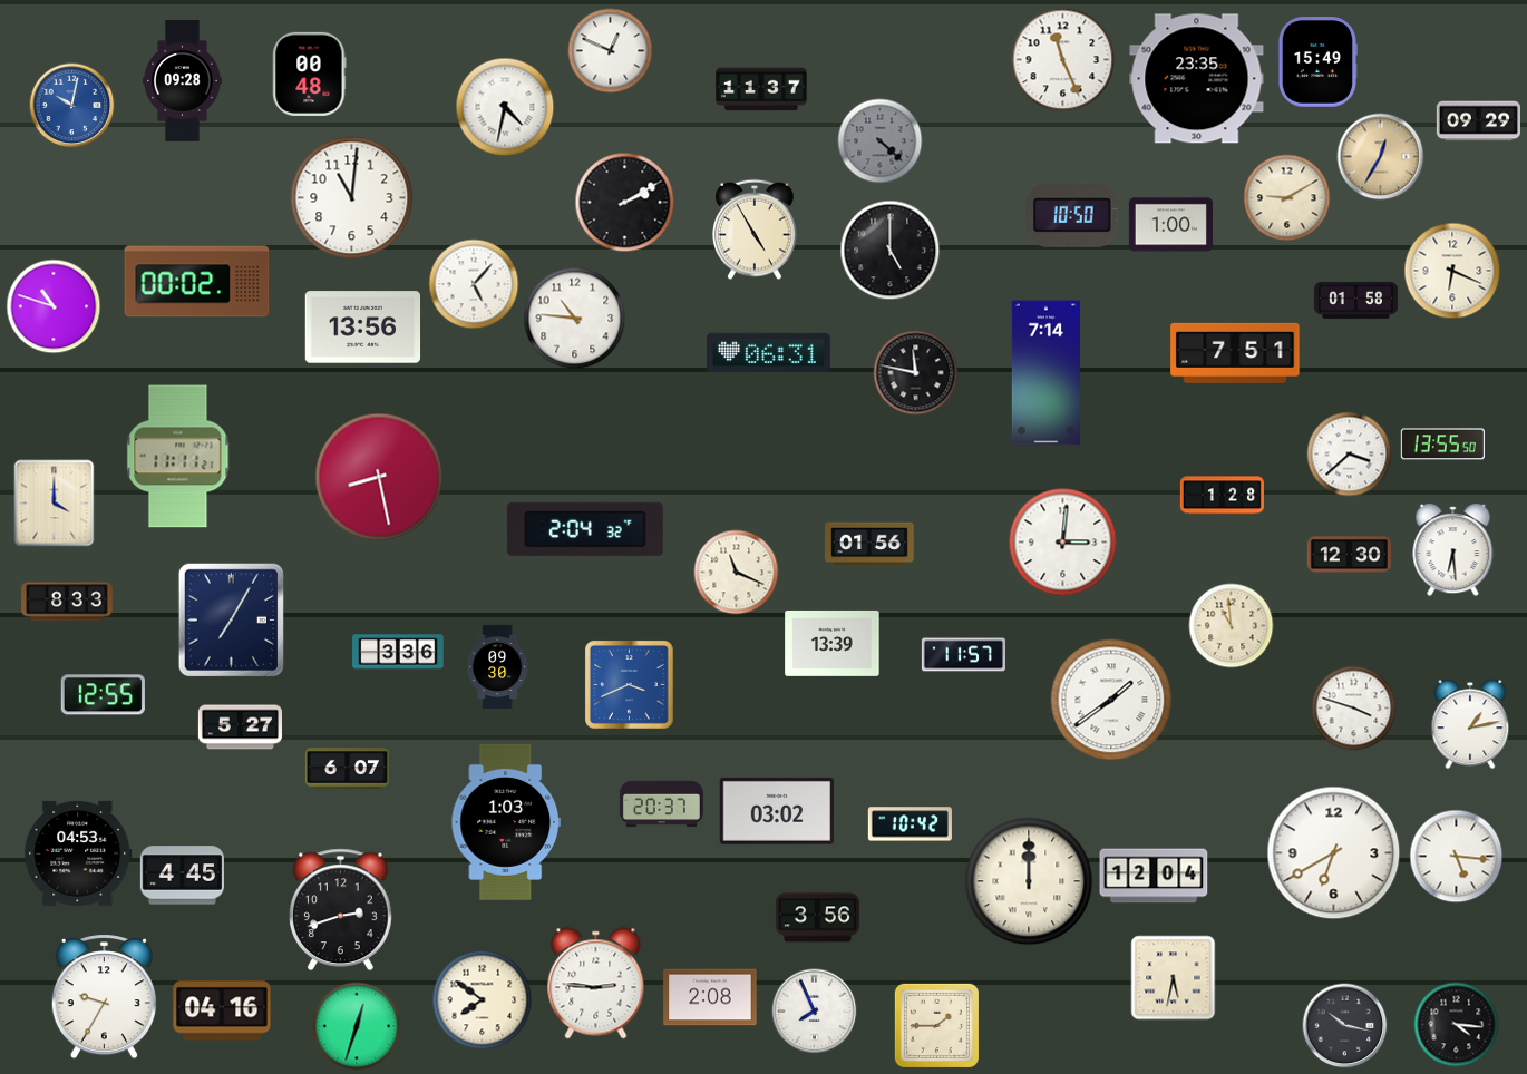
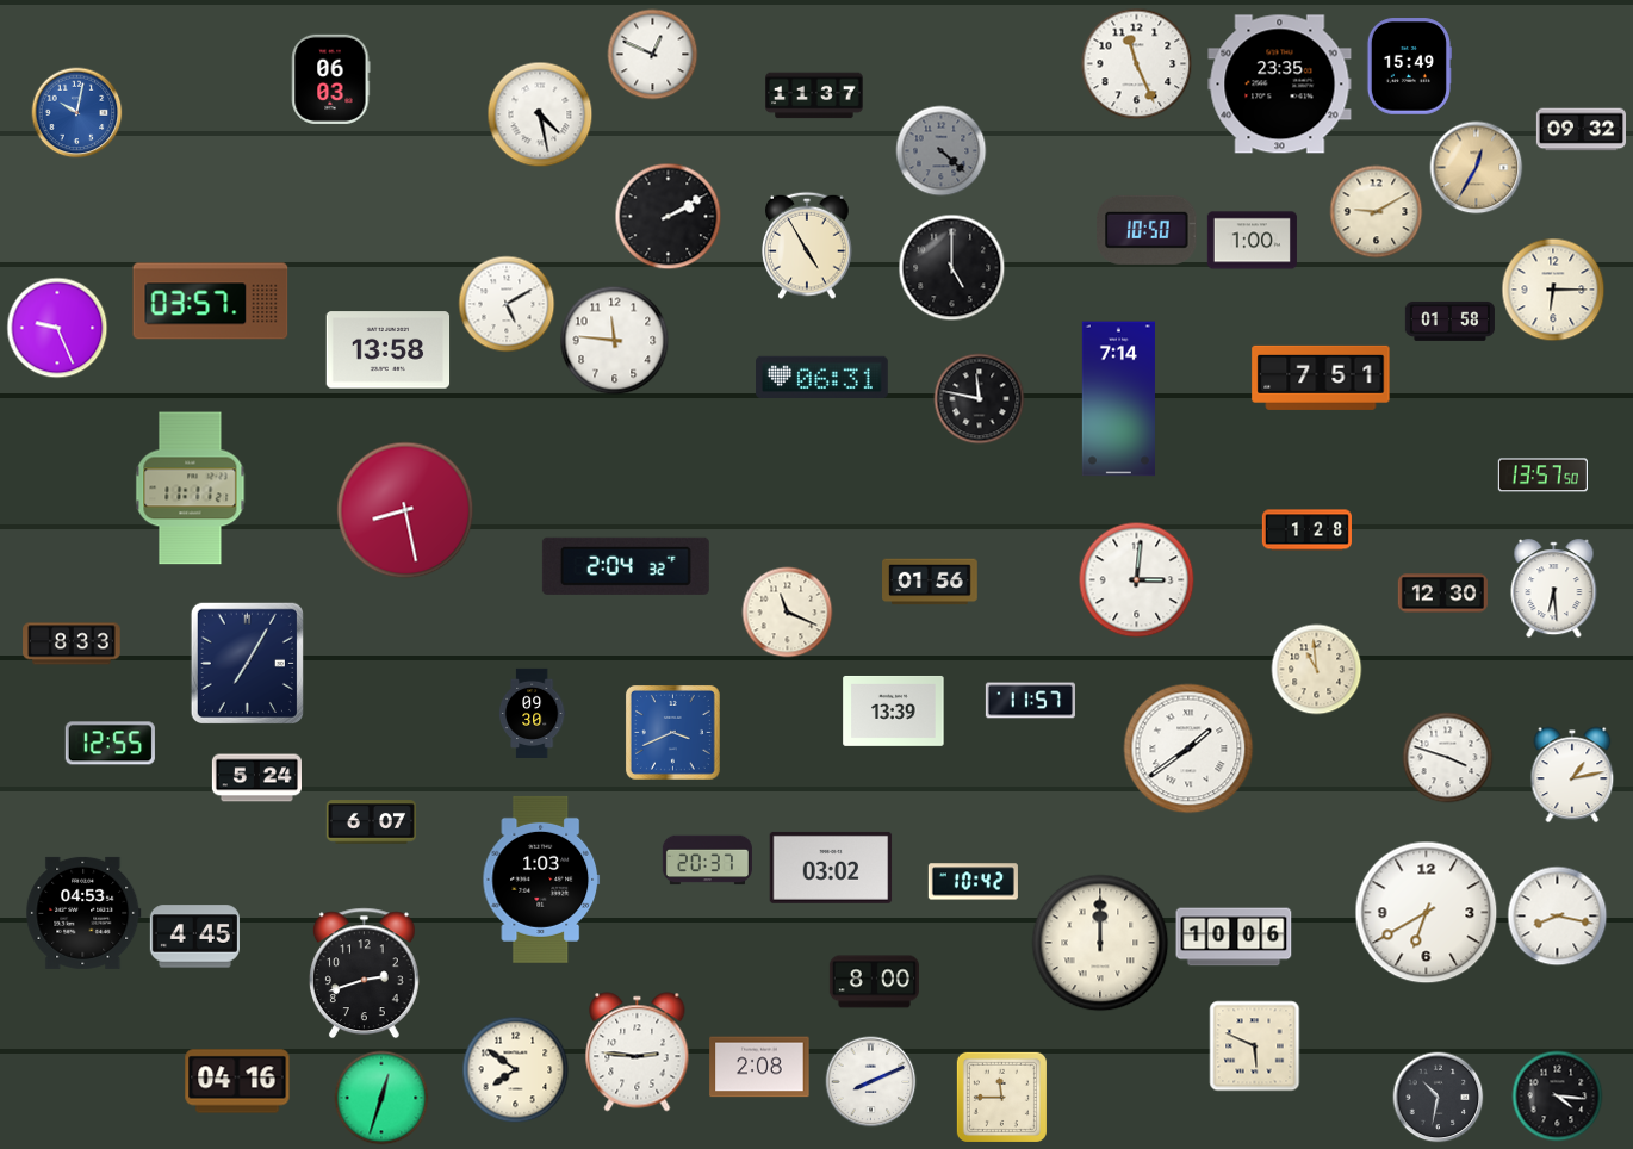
clock at (310, 74): 00:48 -> 06:03
clock at (183, 80): 09:28 -> none
clock at (505, 107): 4:32 -> 4:28
clock at (1478, 121): 09:29 -> 09:32
clock at (352, 198): 11:01 -> none
clock at (1452, 271): 6:19 -> 6:15
clock at (197, 282): 00:02 -> 03:57
clock at (474, 284): 5:07 -> 5:10
clock at (54, 306): 10:48 -> 9:26
clock at (575, 319): 10:46 -> 11:46
clock at (363, 328): 13:56 -> 13:58
clock at (1442, 445): 13:55 -> 13:57
clock at (1350, 455): 3:38 -> none
clock at (55, 504): 4:00 -> none
clock at (833, 643) position: (833, 643) -> (894, 710)
clock at (398, 652): 3:36 -> none
clock at (240, 728): 5:27 -> 5:24
clock at (1457, 857): 5:16 -> 8:17
clock at (1154, 876): 12:04 -> 10:06
clock at (817, 918): 3:56 -> 8:00
clock at (1174, 978): 5:32 -> 5:49
clock at (104, 997): 9:35 -> none
clock at (815, 1012): 7:56 -> 8:11
clock at (936, 1025): 1:45 -> 11:45
clock at (1345, 1026): 10:17 -> 10:32
